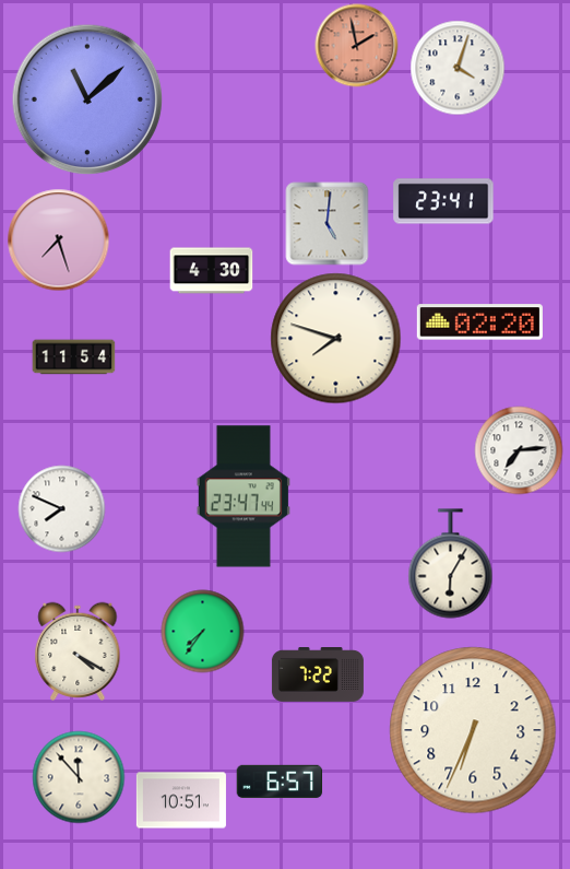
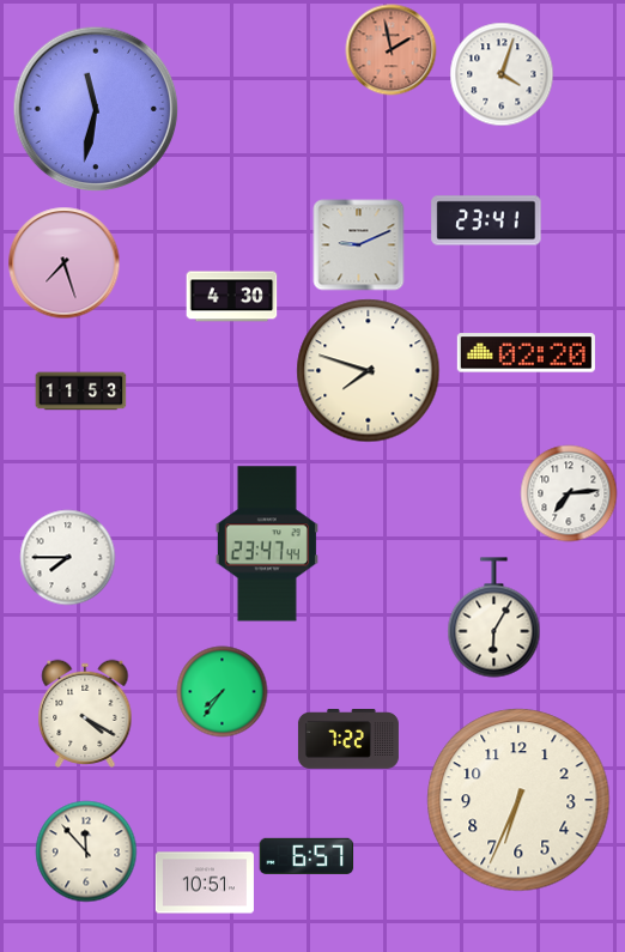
clock at (87, 99): 11:08 -> 11:32
clock at (328, 224): 5:01 -> 9:11
clock at (74, 357): 11:54 -> 11:53
clock at (62, 509): 7:49 -> 7:45
clock at (181, 800) position: (181, 800) -> (205, 883)
